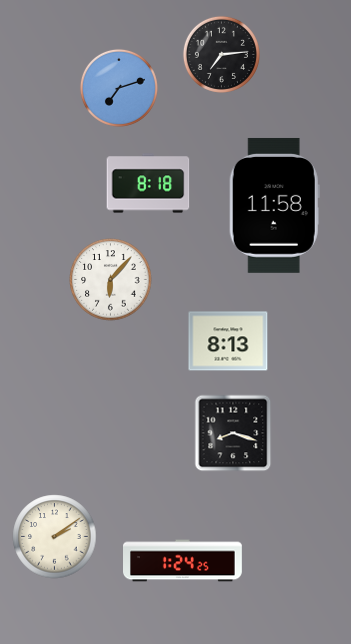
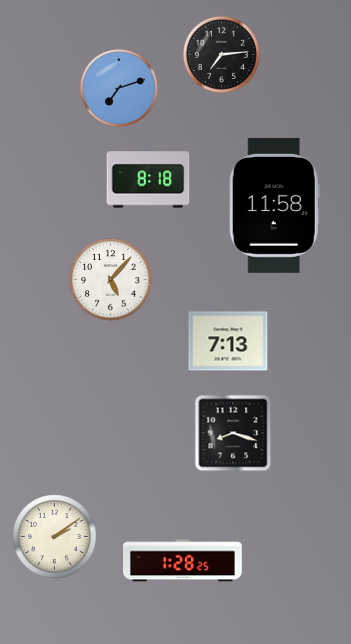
clock at (148, 183) position: (148, 183) -> (148, 178)
clock at (111, 280): 6:07 -> 5:07
clock at (228, 341): 8:13 -> 7:13
clock at (183, 561): 1:24 -> 1:28
